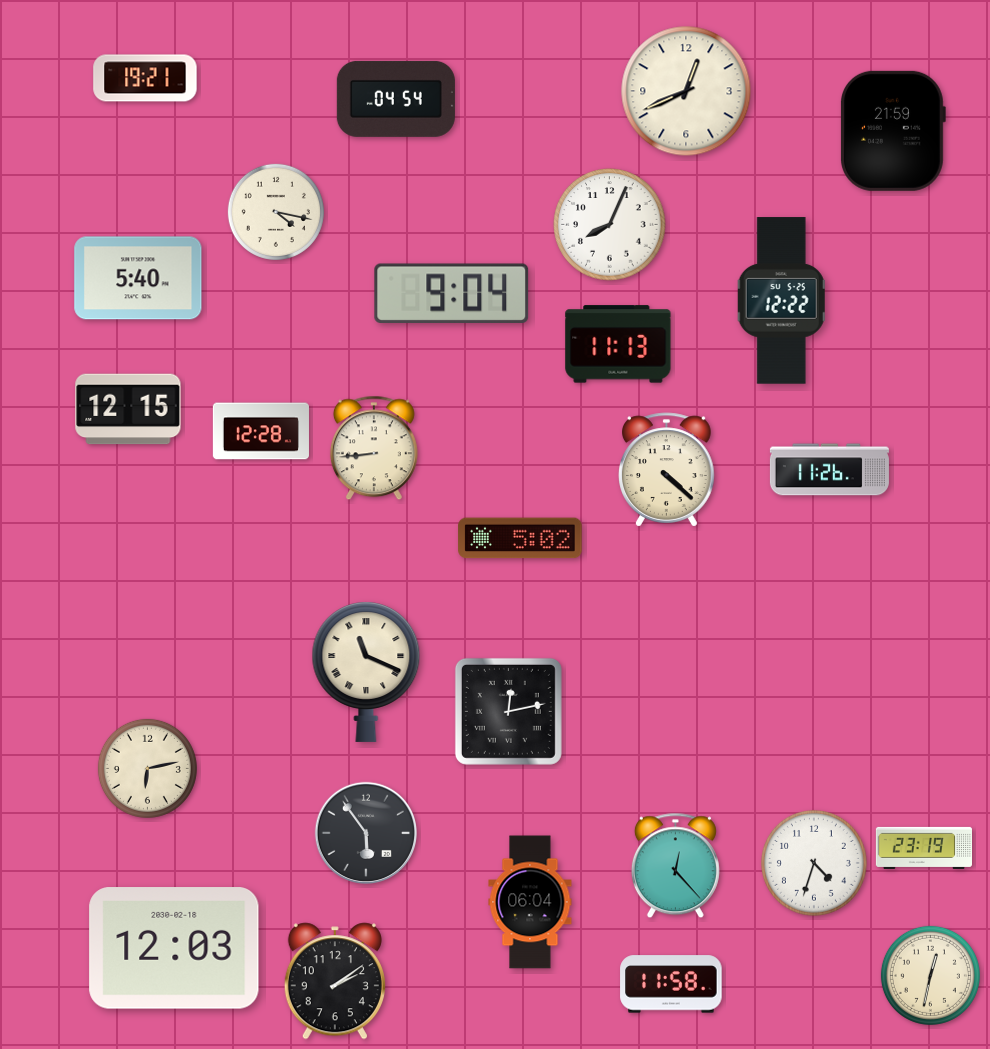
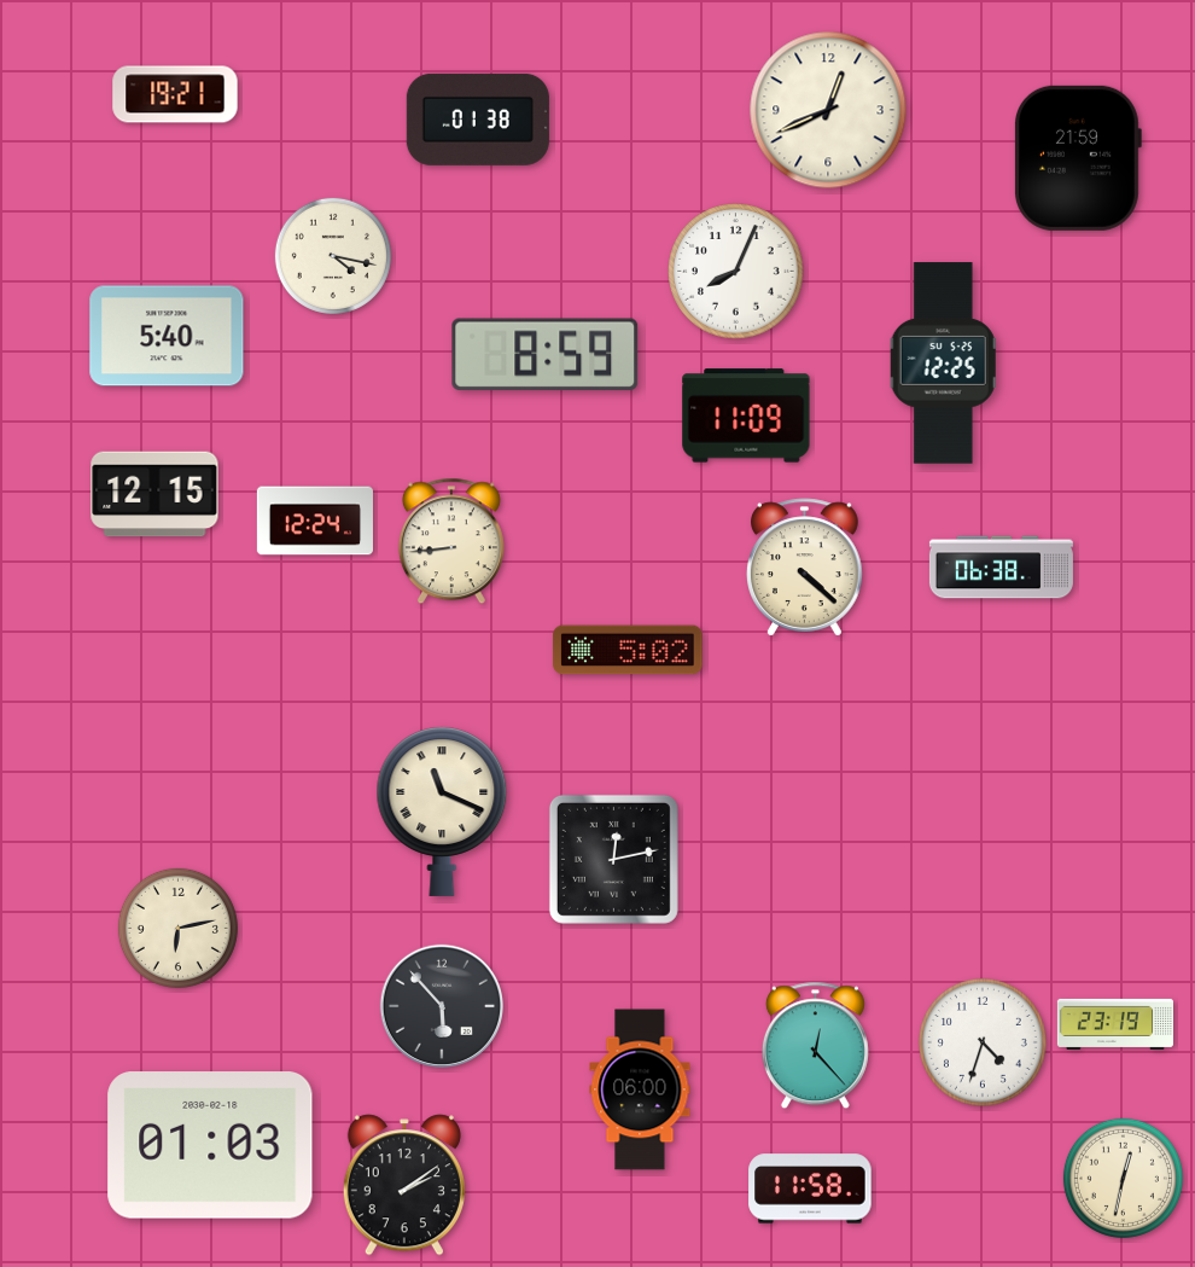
clock at (396, 99): 04:54 -> 01:38
clock at (452, 293): 9:04 -> 8:59
clock at (781, 301): 12:22 -> 12:25
clock at (618, 344): 11:13 -> 11:09
clock at (261, 431): 12:28 -> 12:24
clock at (829, 470): 11:26 -> 06:38
clock at (365, 832): 5:54 -> 5:53
clock at (530, 902): 06:04 -> 06:00
clock at (174, 948): 12:03 -> 01:03
